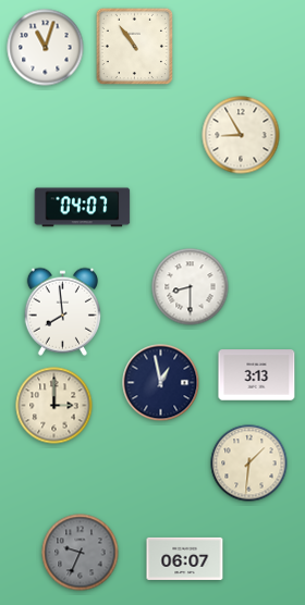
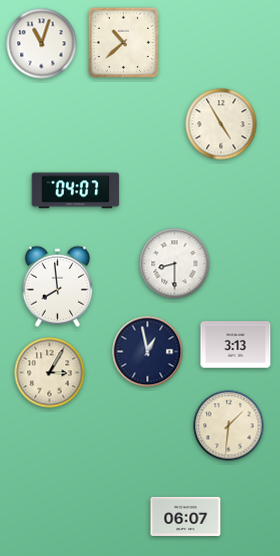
clock at (134, 46): 10:54 -> 10:38
clock at (241, 135): 8:55 -> 4:55
clock at (54, 406): 3:00 -> 3:05
clock at (81, 553): 9:34 -> none
clock at (185, 558) position: (185, 558) -> (186, 516)
